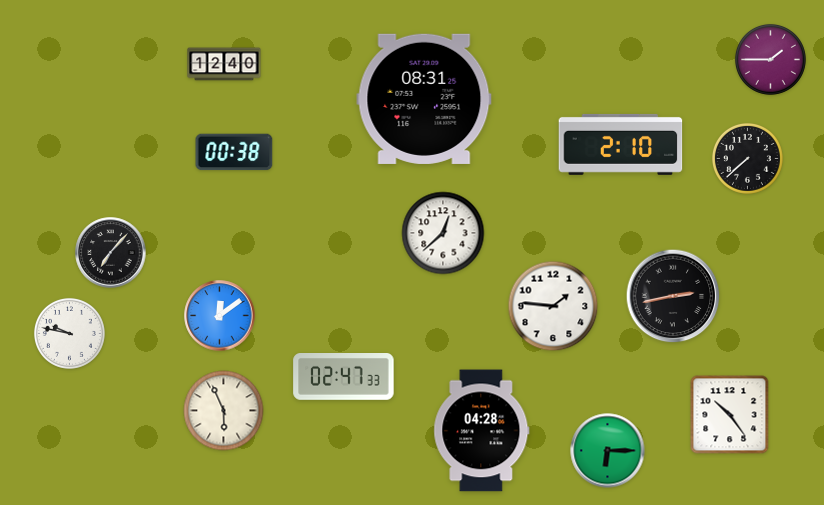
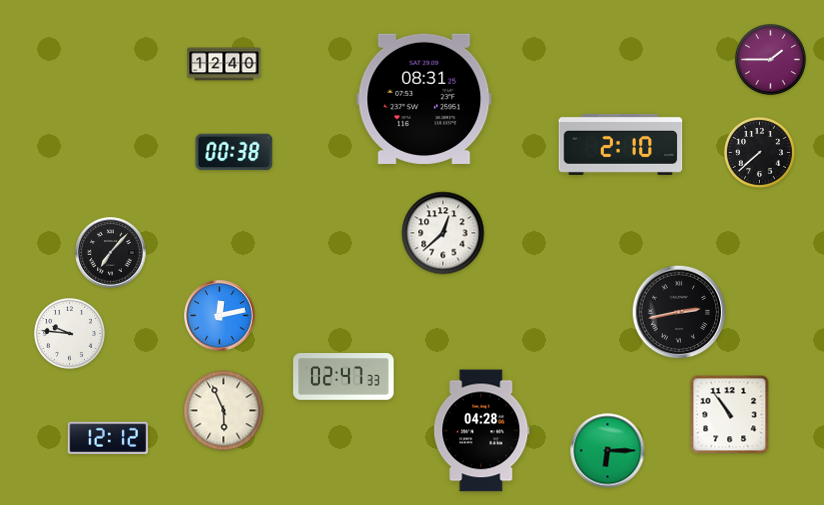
clock at (747, 158) position: (747, 158) -> (759, 152)
clock at (673, 296) position: (673, 296) -> (679, 312)
clock at (553, 306): 1:46 -> none
clock at (220, 316): 12:09 -> 12:13
clock at (69, 333): 9:47 -> 9:46
clock at (730, 415): 10:24 -> 10:54
clock at (108, 438): none -> 12:12
